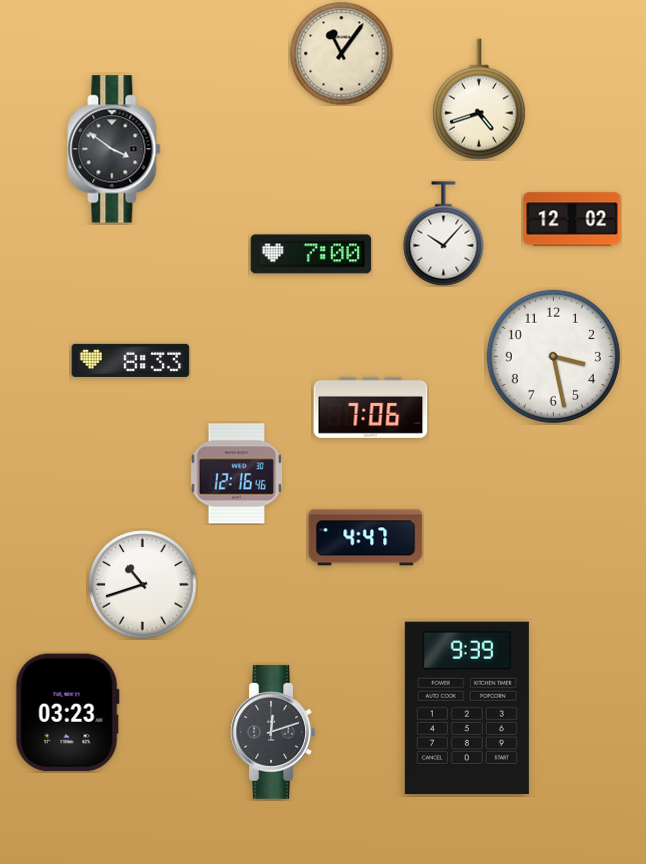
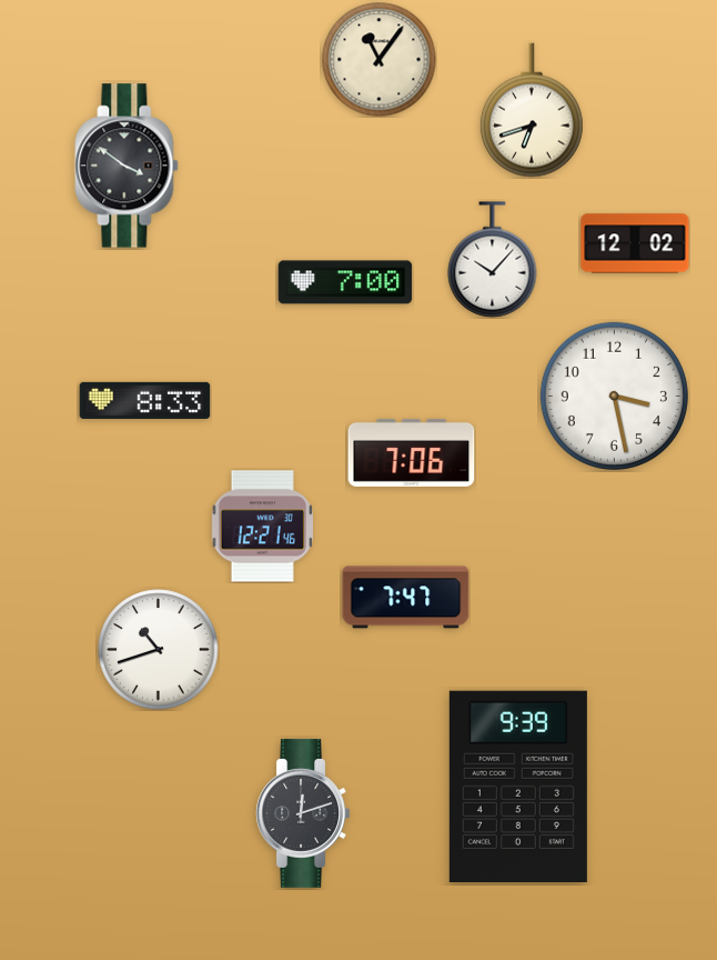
clock at (479, 99): 4:42 -> 6:42
clock at (236, 474): 12:16 -> 12:21
clock at (366, 538): 4:47 -> 7:47
clock at (67, 713): 03:23 -> none
